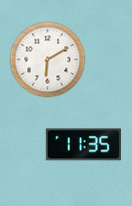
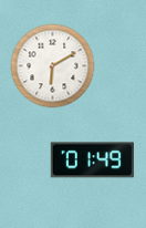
clock at (83, 145): 11:35 -> 01:49
